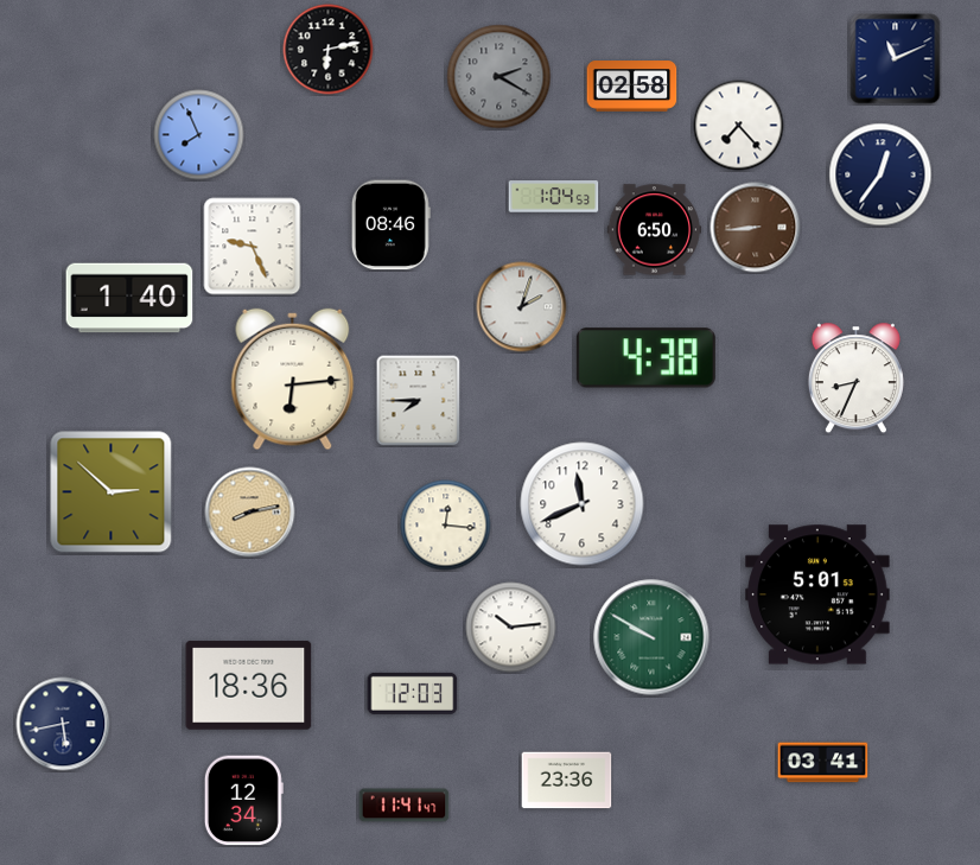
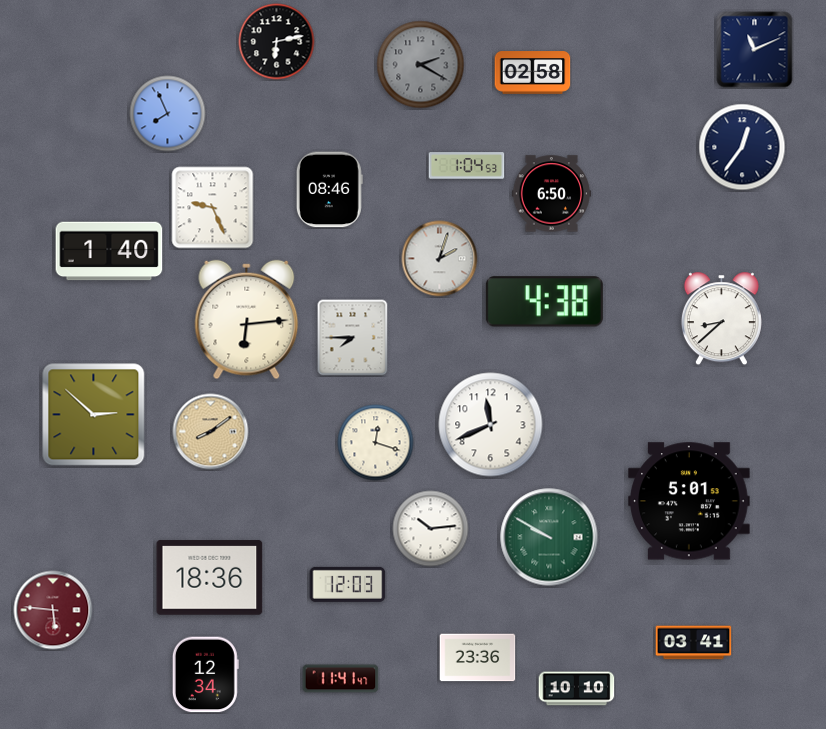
clock at (739, 126): 7:23 -> none
clock at (756, 228): 8:44 -> none
clock at (855, 379): 8:34 -> 8:38
clock at (250, 513): 8:13 -> 8:09
clock at (446, 526): 12:16 -> 12:18
clock at (63, 724): 5:43 -> 5:46
clock at (63, 724) dial: navy -> burgundy
clock at (577, 689): none -> 10:10
